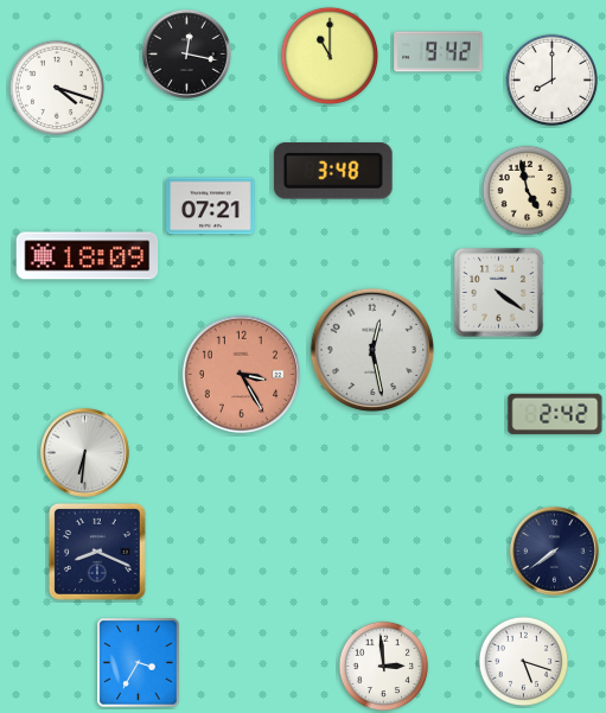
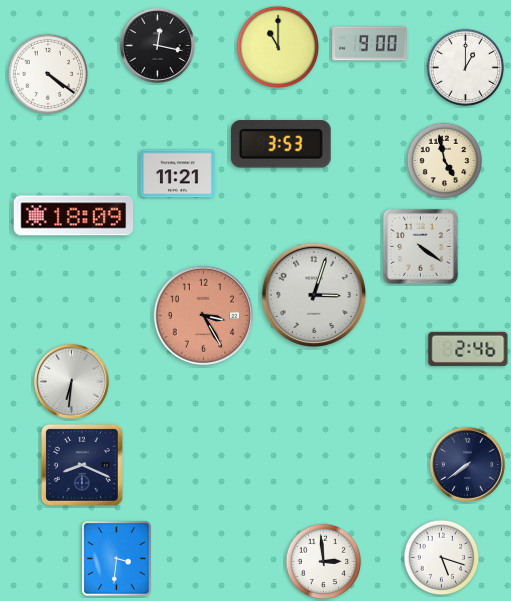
clock at (439, 52): 9:42 -> 9:00
clock at (553, 81): 8:00 -> 1:00
clock at (56, 87): 4:18 -> 4:21
clock at (333, 171): 3:48 -> 3:53
clock at (211, 206): 07:21 -> 11:21
clock at (371, 349): 12:28 -> 3:03
clock at (555, 414): 2:42 -> 2:46
clock at (139, 663): 3:35 -> 3:31
